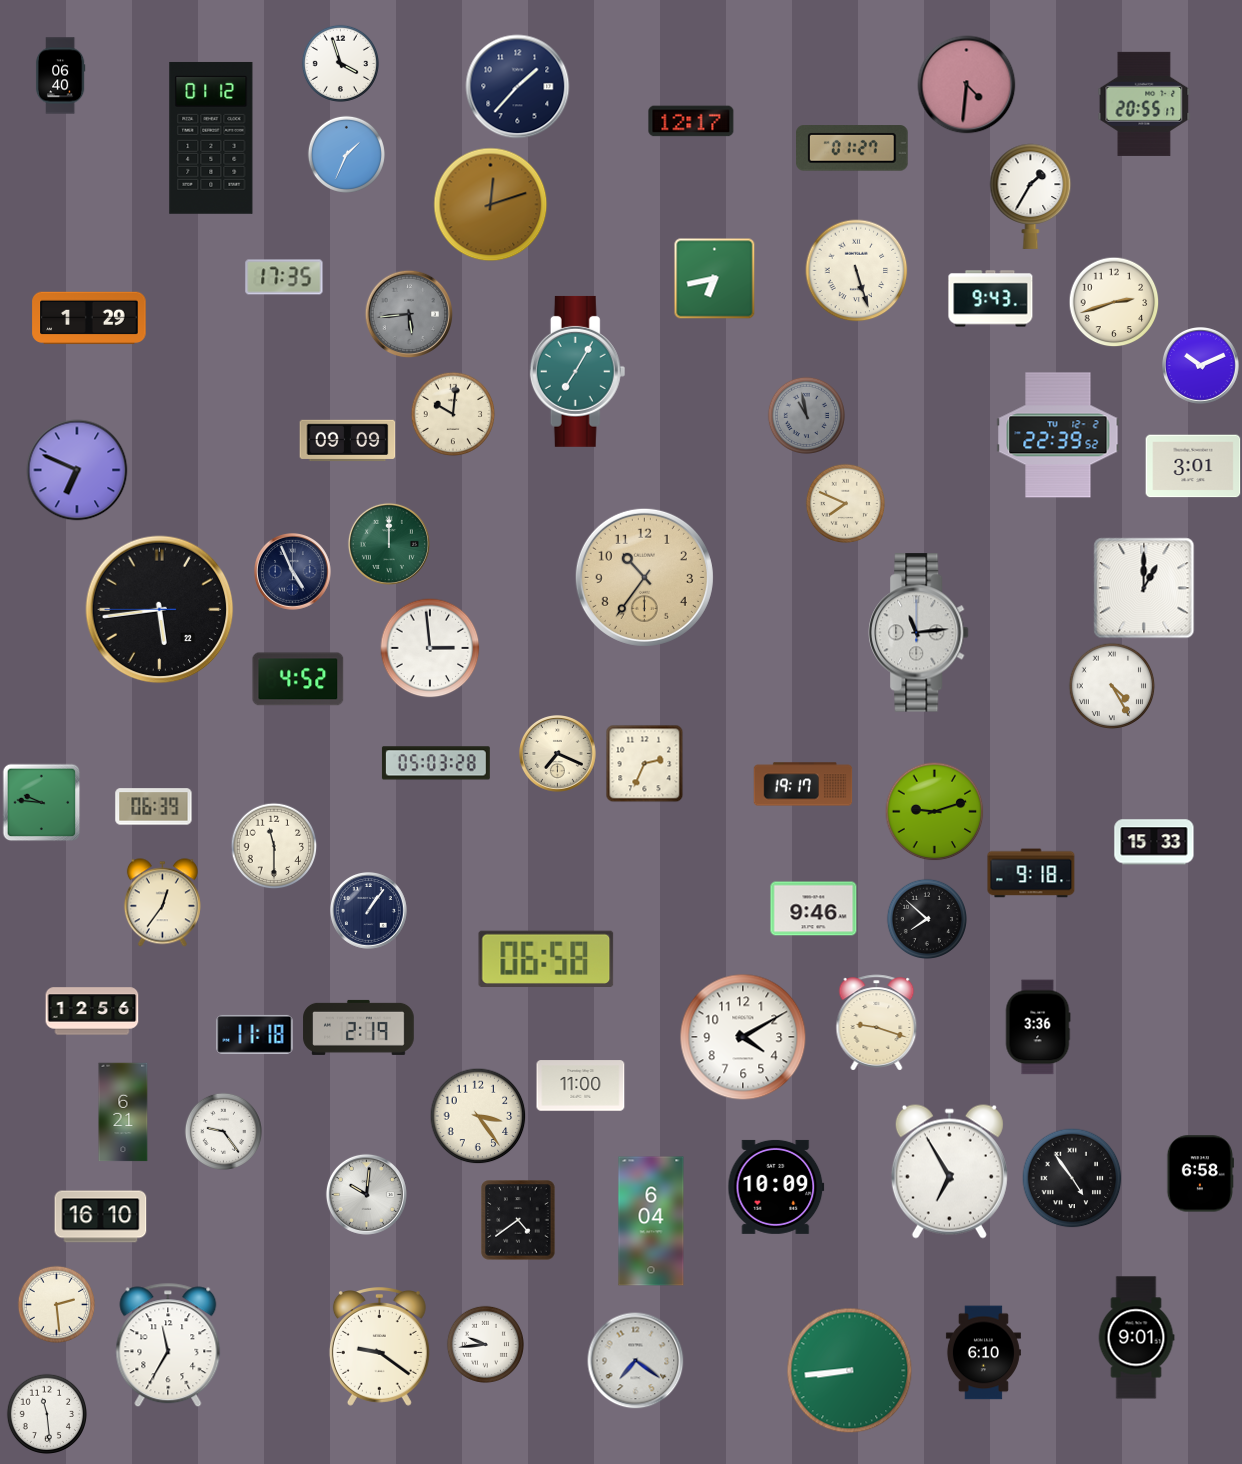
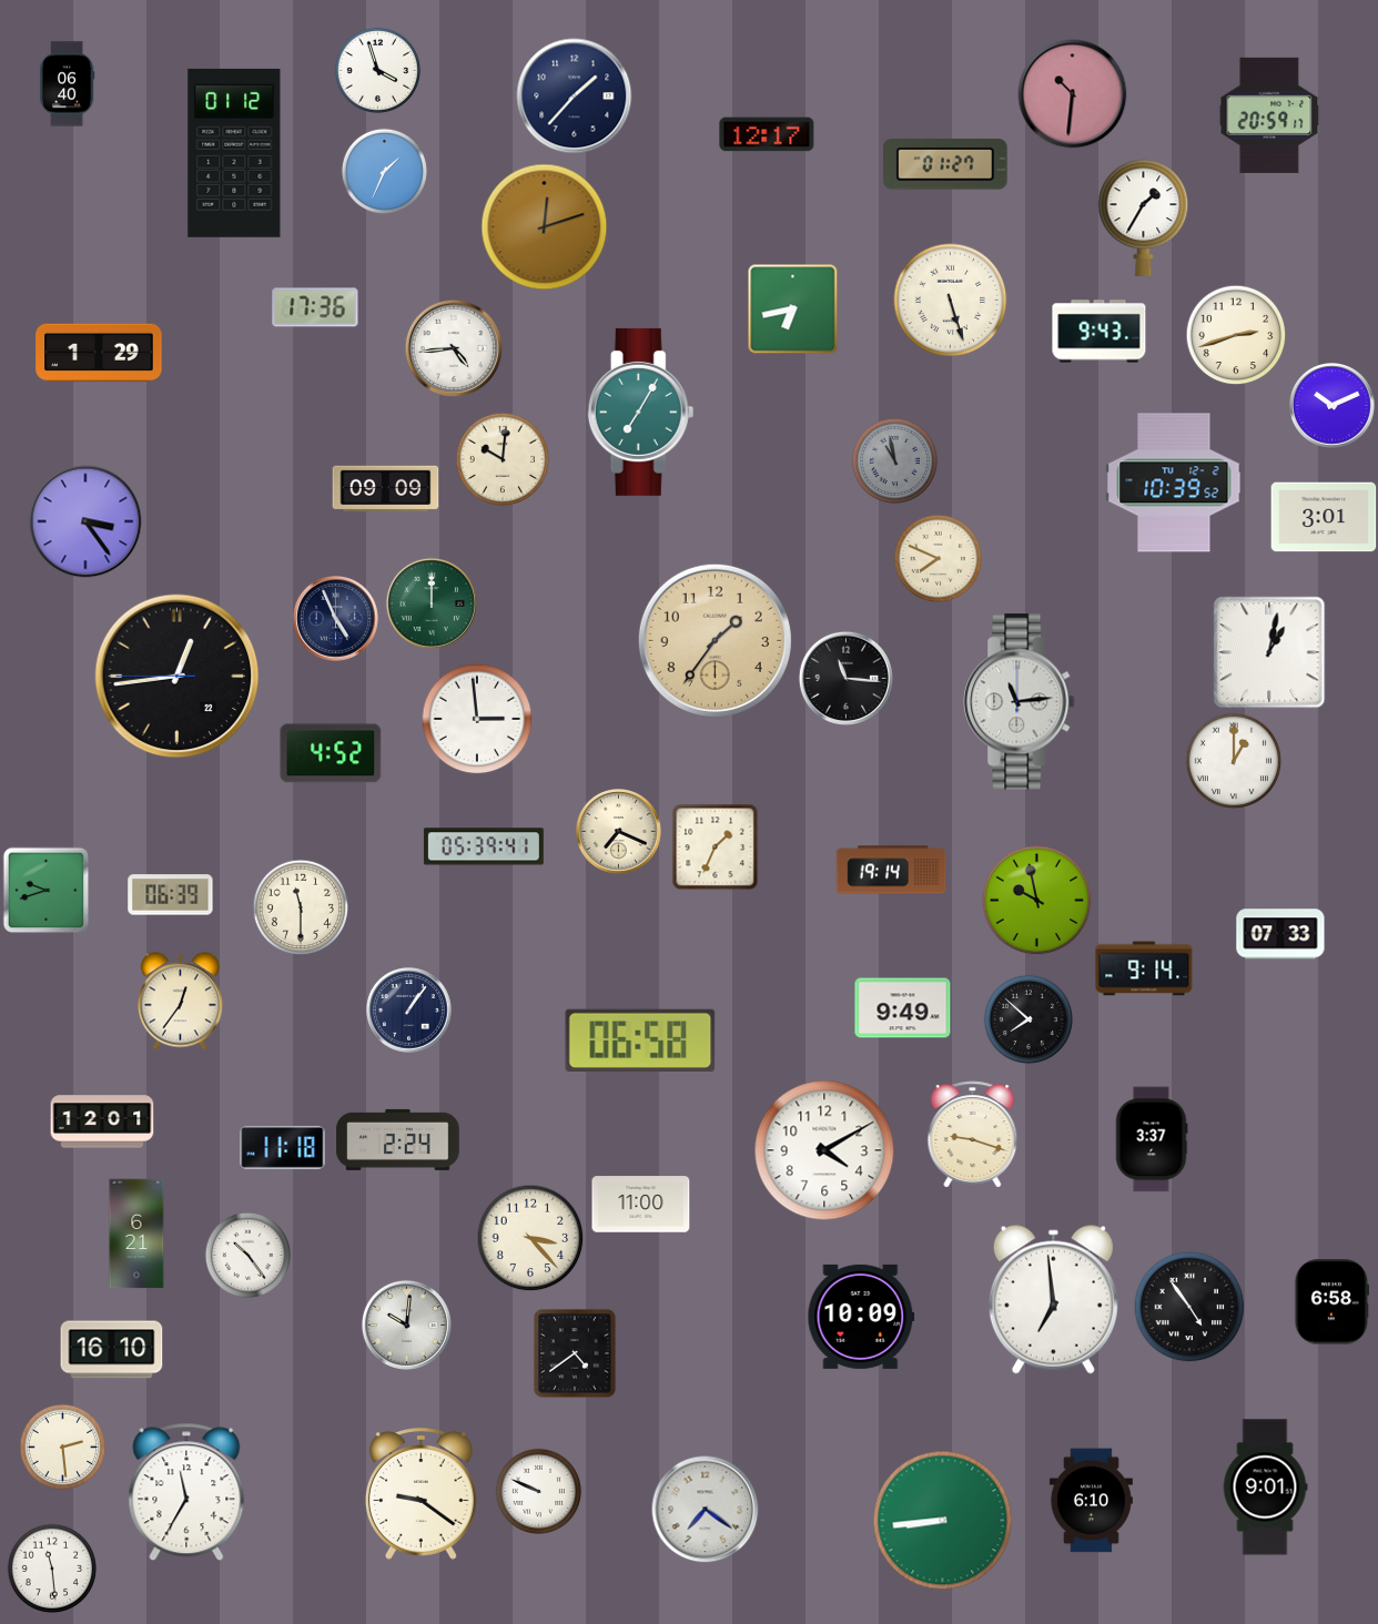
clock at (967, 85): 4:31 -> 10:31
clock at (1144, 104): 20:55 -> 20:59
clock at (284, 277): 17:35 -> 17:36
clock at (409, 314): 5:44 -> 4:44
clock at (409, 314) dial: grey -> white
clock at (1058, 435): 22:39 -> 10:39
clock at (77, 470): 6:49 -> 3:24
clock at (293, 572) position: (293, 572) -> (336, 619)
clock at (644, 577): 10:36 -> 1:36
clock at (1144, 588): 1:00 -> 1:02
clock at (160, 610): 5:43 -> 12:43
clock at (845, 678): none -> 11:16
clock at (1112, 686): 4:25 -> 1:00
clock at (558, 754) position: (558, 754) -> (619, 832)
clock at (436, 763): 05:03 -> 05:39
clock at (644, 763): 2:34 -> 1:34
clock at (803, 784): 19:17 -> 19:14
clock at (41, 802): 9:46 -> 9:42
clock at (935, 812): 9:12 -> 9:58
clock at (1154, 842): 15:33 -> 07:33
clock at (274, 846) position: (274, 846) -> (301, 907)
clock at (1031, 873): 9:18 -> 9:14
clock at (814, 909): 9:46 -> 9:49
clock at (546, 958) position: (546, 958) -> (640, 1039)
clock at (92, 1011): 12:56 -> 12:01
clock at (359, 1027): 2:19 -> 2:24
clock at (1038, 1027): 3:36 -> 3:37
clock at (581, 1086) position: (581, 1086) -> (641, 1205)
clock at (478, 1116): 3:24 -> 3:23
clock at (223, 1131): 9:24 -> 10:24
clock at (949, 1171): 6:55 -> 6:59
clock at (651, 1221): 6:04 -> none
clock at (1136, 1338) position: (1136, 1338) -> (1265, 1488)
clock at (485, 1344): 9:44 -> 9:49
